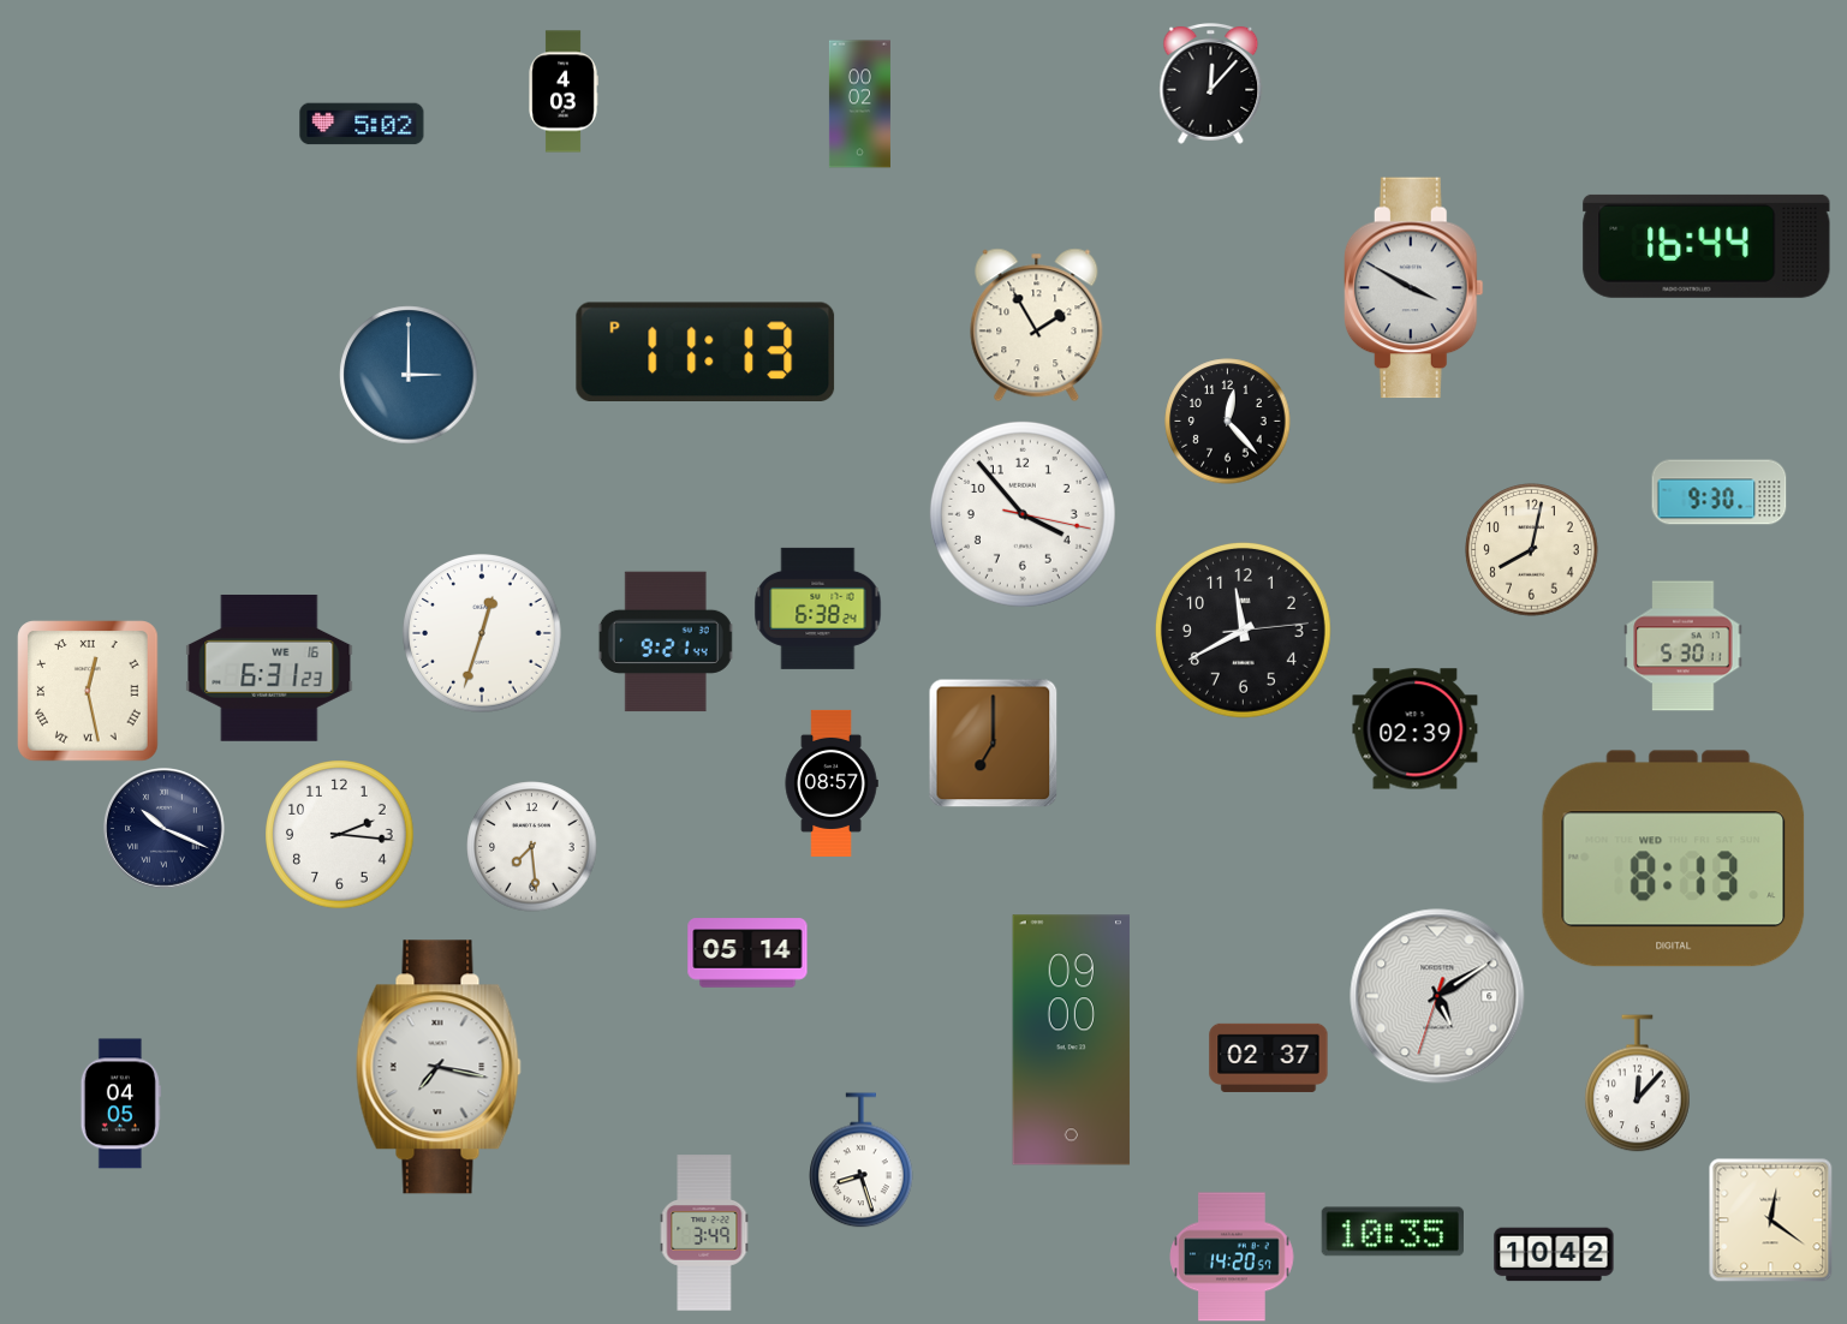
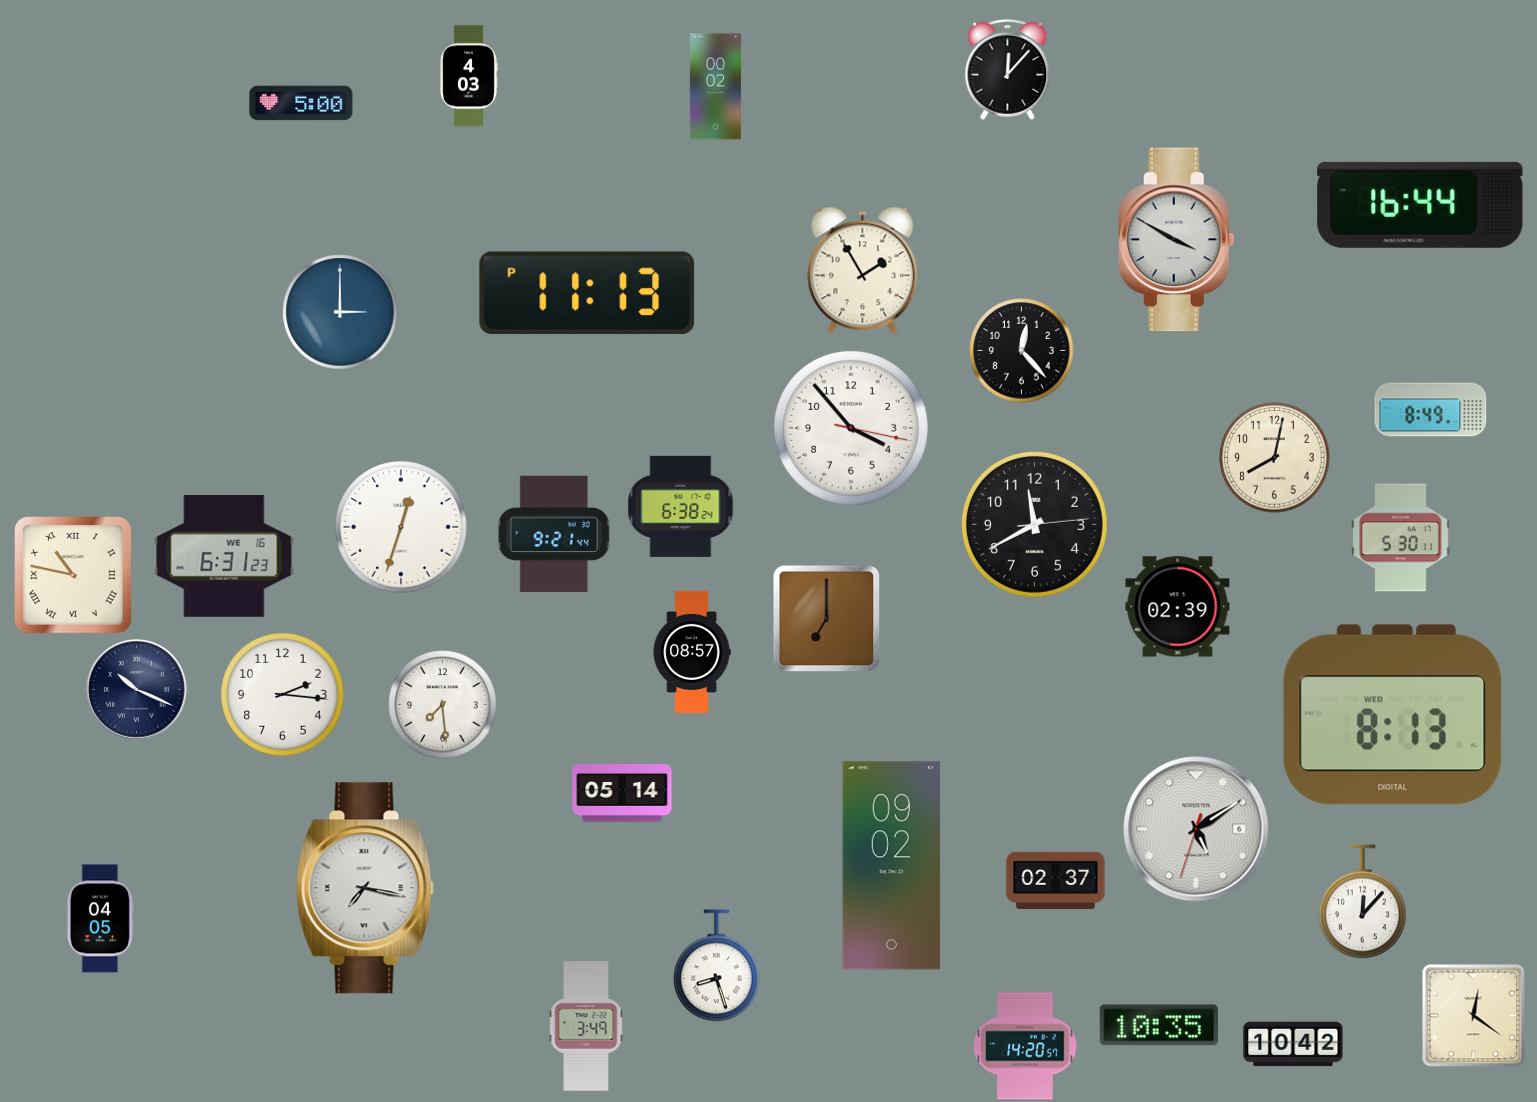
clock at (362, 124): 5:02 -> 5:00
clock at (1720, 493): 9:30 -> 8:49
clock at (88, 691): 12:28 -> 10:47
clock at (1072, 1040): 09:00 -> 09:02
